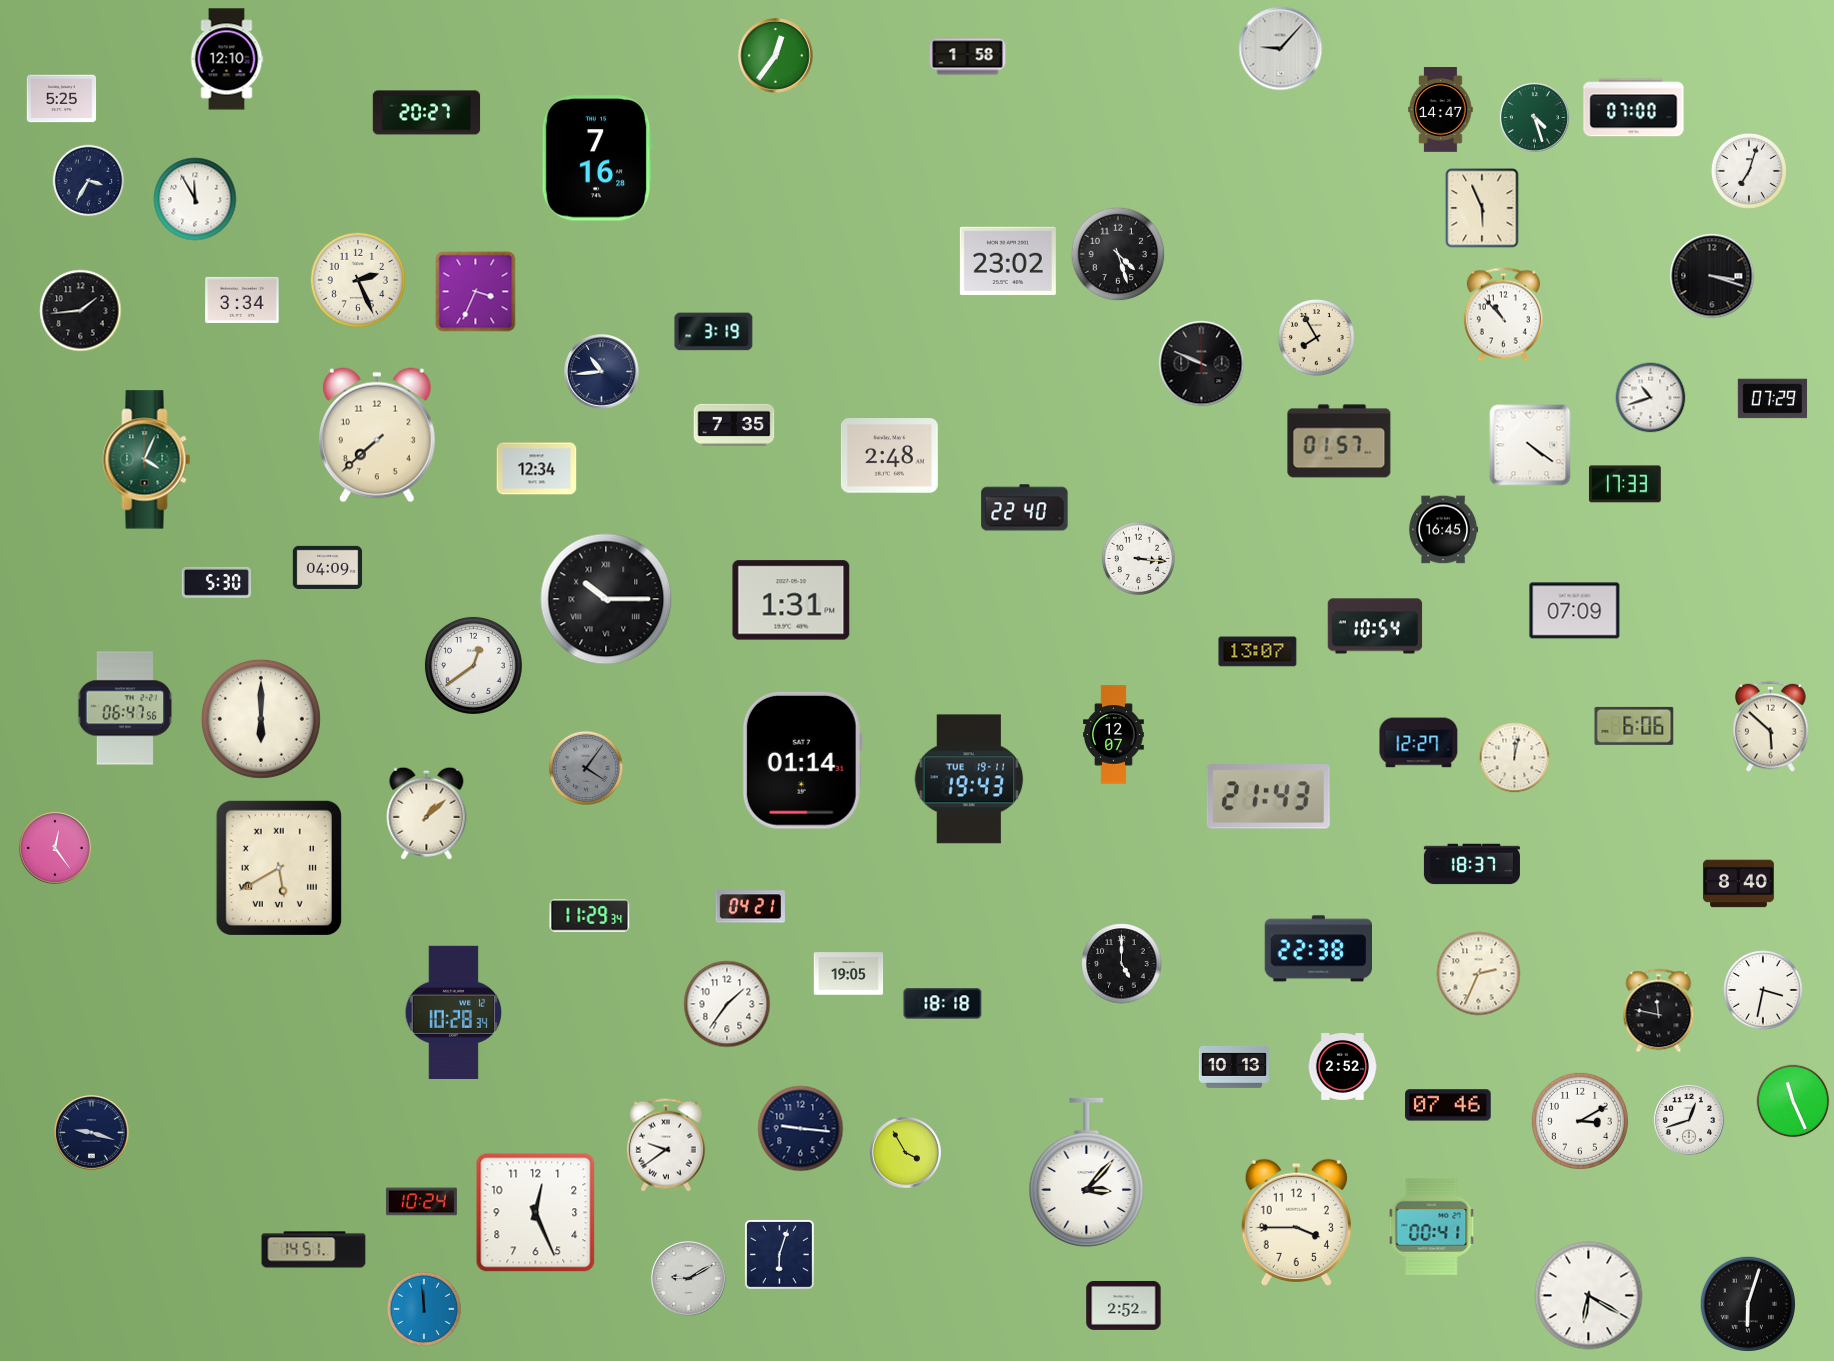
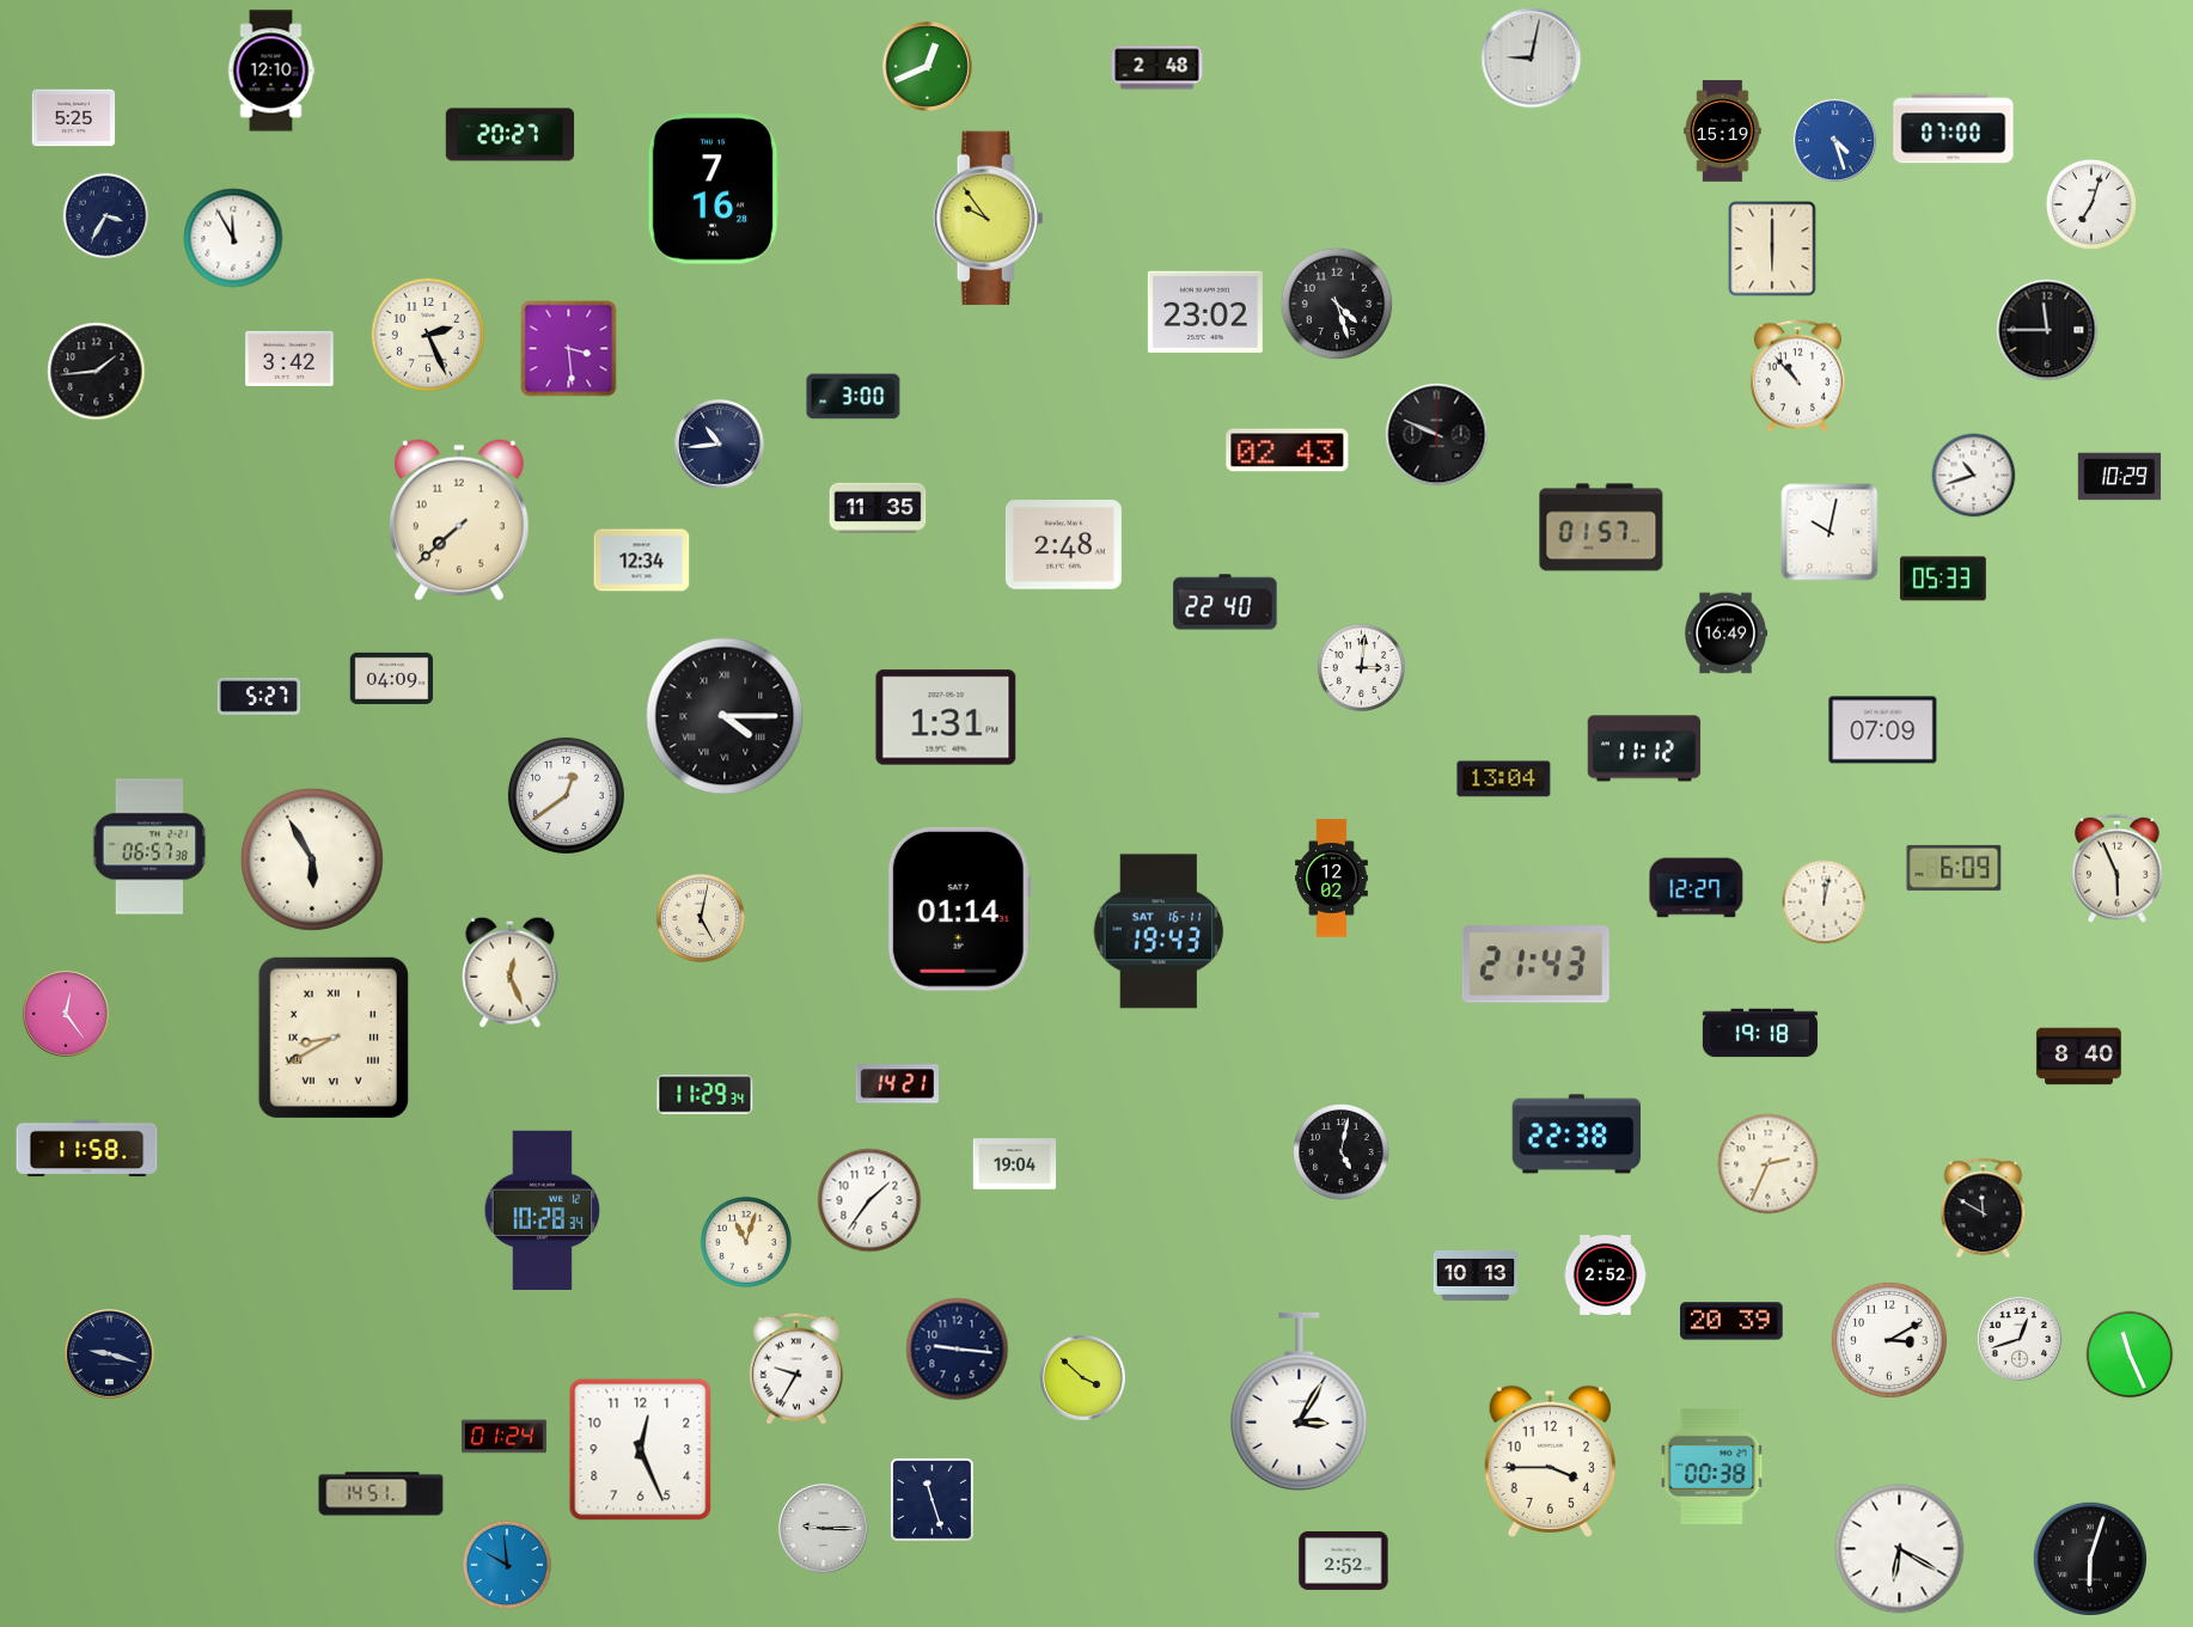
clock at (1281, 49): 9:07 -> 9:02
clock at (776, 56): 12:36 -> 12:41
clock at (968, 57): 1:58 -> 2:48
clock at (1441, 110): 14:47 -> 15:19
clock at (1534, 117) dial: green -> blue
clock at (988, 219): none -> 9:54
clock at (1482, 208): 5:56 -> 6:00
clock at (1712, 276): 3:18 -> 11:45
clock at (476, 292): 3:34 -> 3:29
clock at (242, 300): 3:34 -> 3:42
clock at (714, 332): 3:19 -> 3:00
clock at (1317, 338): 7:55 -> none
clock at (1288, 451): none -> 02:43
clock at (1773, 399): 07:29 -> 10:29
clock at (734, 425): 7:35 -> 11:35
clock at (377, 435) position: (377, 435) -> (459, 520)
clock at (1530, 445): 4:21 -> 10:02
clock at (147, 460): 4:04 -> none
clock at (1625, 484): 17:33 -> 05:33
clock at (1025, 508) position: (1025, 508) -> (1226, 603)
clock at (1444, 530): 16:45 -> 16:49
clock at (1139, 559): 3:16 -> 3:01
clock at (216, 582): 5:30 -> 5:27
clock at (606, 599): 10:15 -> 4:15
clock at (1375, 626): 10:54 -> 11:12
clock at (1258, 652): 13:07 -> 13:04
clock at (125, 708): 06:47 -> 06:57
clock at (261, 719): 6:00 -> 5:55
clock at (1634, 726): 6:06 -> 6:09
clock at (1771, 726): 5:52 -> 5:56
clock at (1114, 735): 12:07 -> 12:02
clock at (1515, 758) position: (1515, 758) -> (1825, 903)
clock at (586, 768): 4:06 -> 5:02
clock at (586, 768) dial: grey -> cream
clock at (969, 779) date: TUE 19-11 -> SAT 16-11
clock at (1268, 797) position: (1268, 797) -> (1535, 965)
clock at (427, 813): 1:08 -> 12:26
clock at (1472, 864): 18:37 -> 19:18
clock at (279, 868): 5:40 -> 8:40
clock at (750, 907): 04:21 -> 14:21
clock at (87, 1149): none -> 11:58
clock at (1122, 964): 5:00 -> 5:02
clock at (849, 974): 19:05 -> 19:04
clock at (1763, 990): 3:32 -> none
clock at (943, 1004): 18:18 -> none
clock at (1659, 1011): 11:47 -> 11:50
clock at (746, 1242): none -> 11:03
clock at (1793, 1101) position: (1793, 1101) -> (2130, 1354)
clock at (1448, 1105): 07:46 -> 20:39
clock at (666, 1145): 9:39 -> 9:35
clock at (905, 1152): 3:55 -> 3:52
clock at (1087, 1172): 3:07 -> 3:05
clock at (421, 1202): 10:24 -> 01:24
clock at (1432, 1226): 00:41 -> 00:38
clock at (314, 1250) position: (314, 1250) -> (381, 1494)
clock at (780, 1255): 6:03 -> 11:27
clock at (689, 1279): 9:10 -> 9:15
clock at (424, 1309): 11:59 -> 9:59
